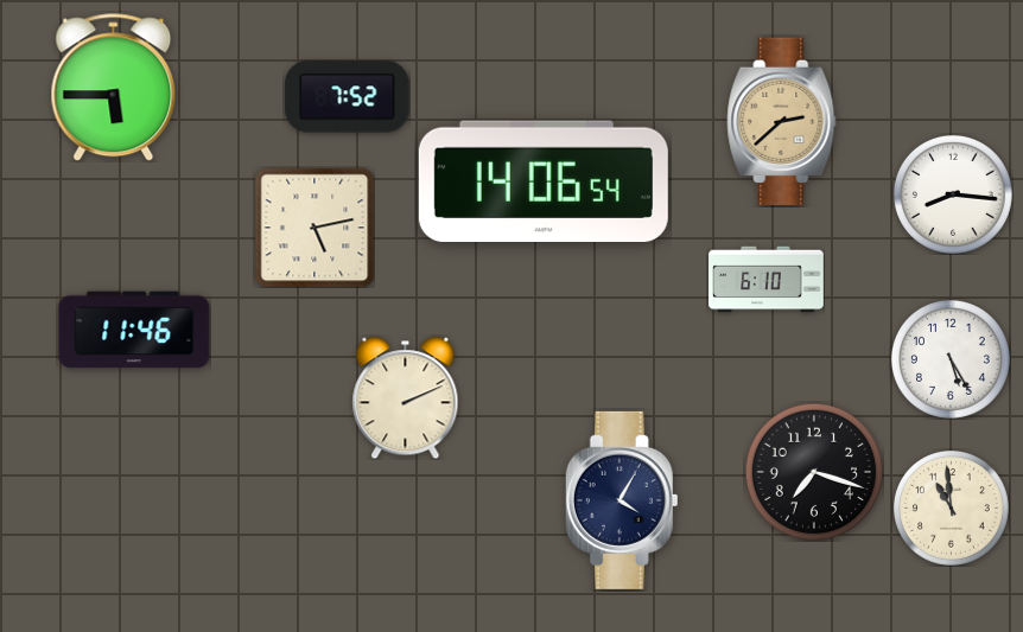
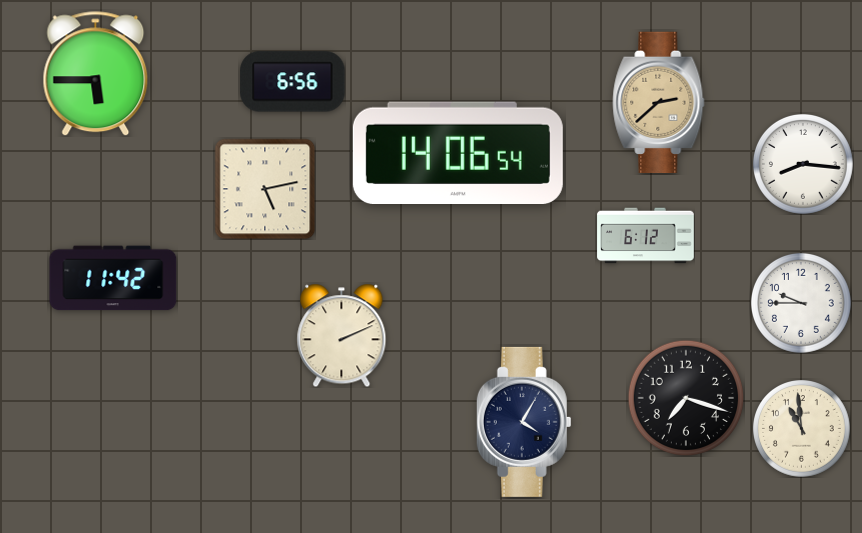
clock at (348, 97): 7:52 -> 6:56
clock at (314, 228) position: (314, 228) -> (265, 189)
clock at (767, 280): 6:10 -> 6:12
clock at (134, 330): 11:46 -> 11:42
clock at (951, 359): 5:25 -> 9:45
